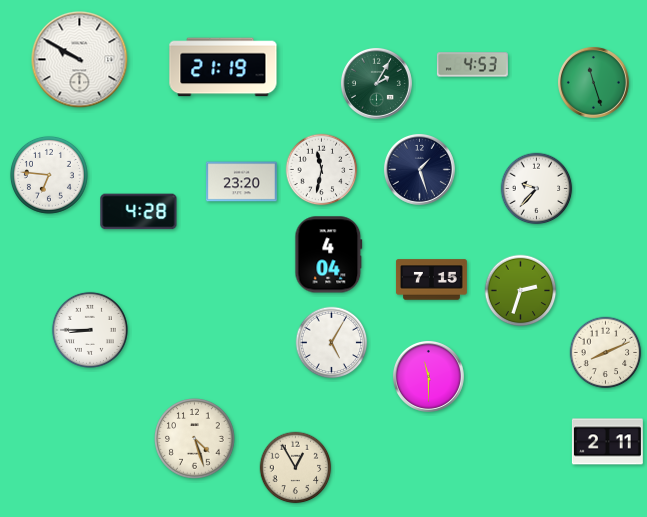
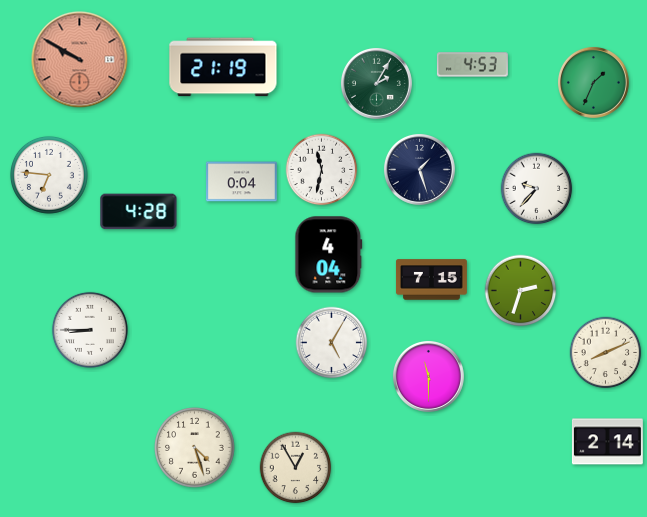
clock at (80, 60) dial: white -> salmon
clock at (593, 82): 11:27 -> 1:34
clock at (241, 182): 23:20 -> 0:04
clock at (195, 439) position: (195, 439) -> (195, 448)
clock at (607, 442): 2:11 -> 2:14
